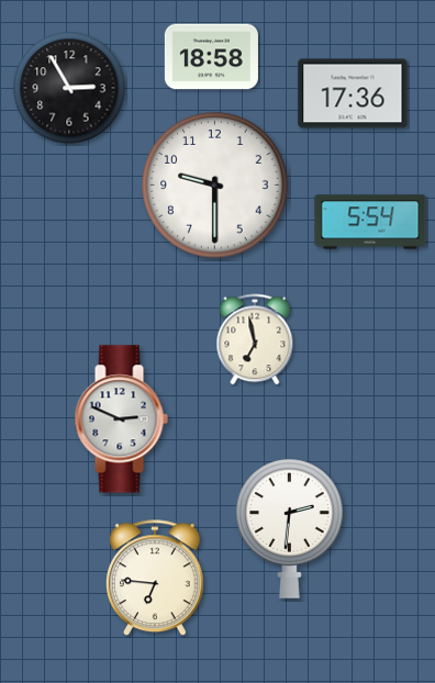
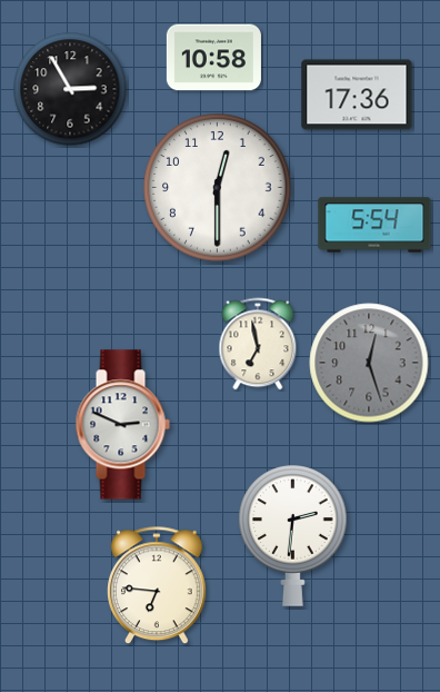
clock at (211, 57): 18:58 -> 10:58
clock at (215, 186): 9:30 -> 12:30
clock at (369, 363): none -> 12:27
